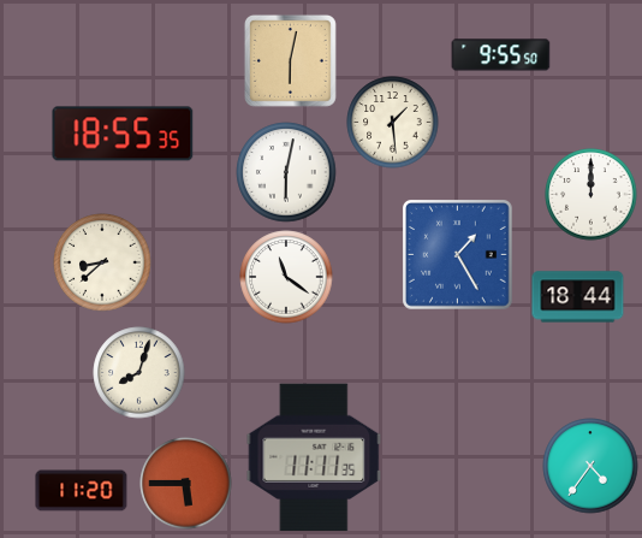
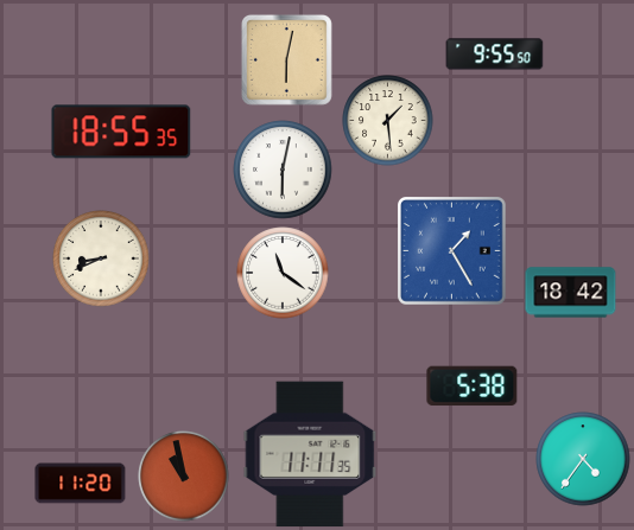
clock at (592, 195): 12:00 -> none
clock at (102, 262): 8:38 -> 8:41
clock at (578, 297): 18:44 -> 18:42
clock at (139, 373): 8:03 -> none
clock at (473, 387): none -> 5:38
clock at (314, 457) position: (314, 457) -> (310, 454)
clock at (186, 484): 5:45 -> 10:58
